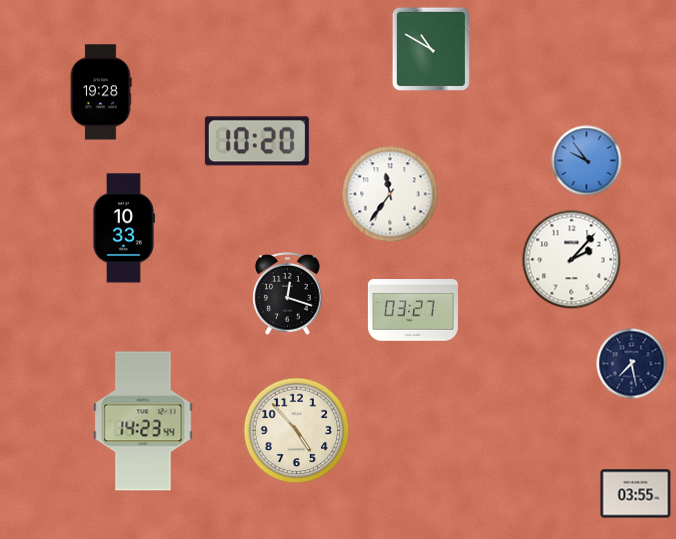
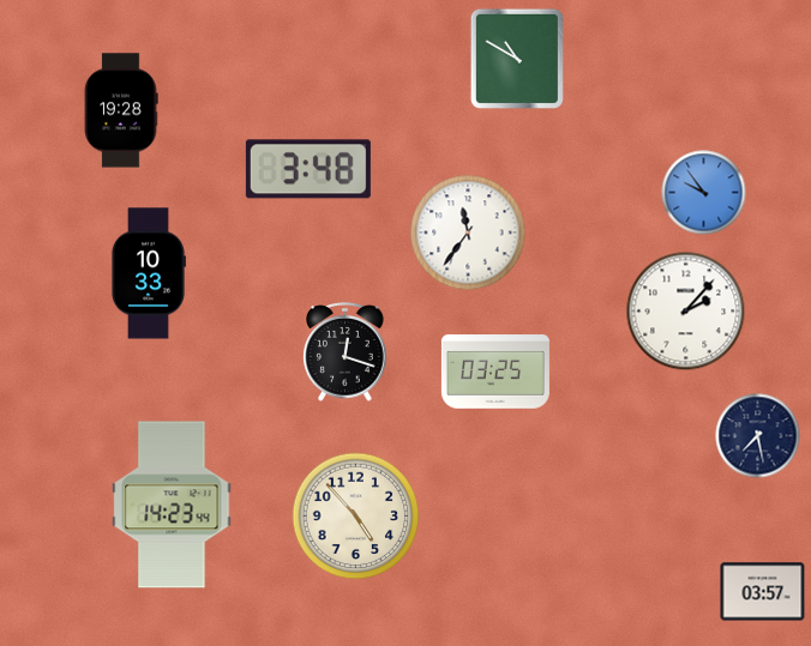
clock at (257, 141): 10:20 -> 3:48
clock at (413, 310): 03:27 -> 03:25
clock at (636, 494): 03:55 -> 03:57
